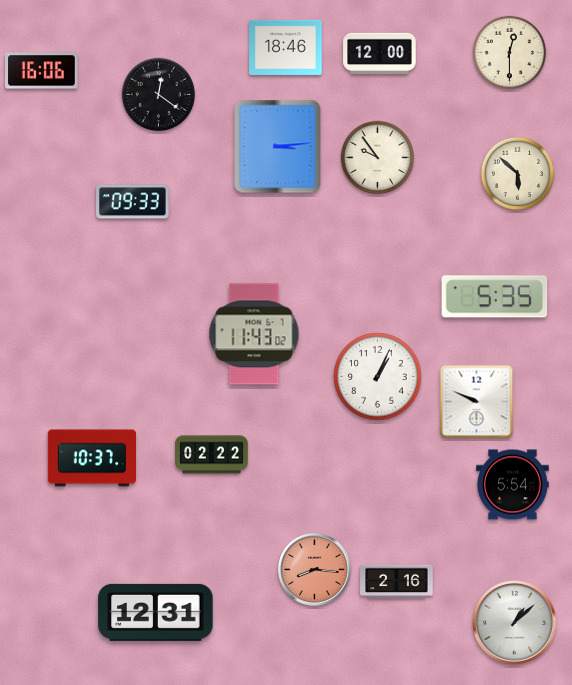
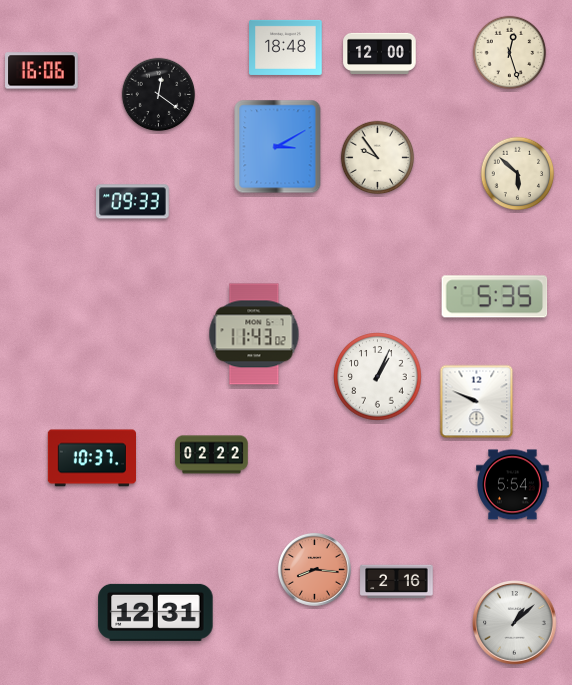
clock at (286, 47): 18:46 -> 18:48
clock at (510, 53): 12:30 -> 12:27
clock at (278, 147): 3:14 -> 3:10
